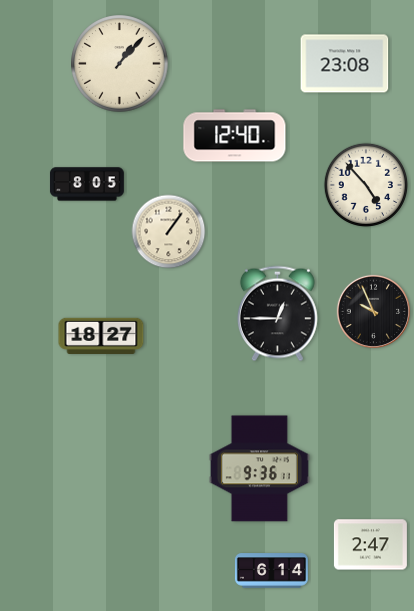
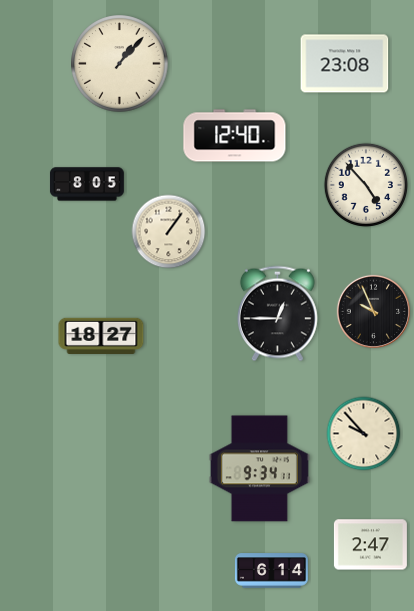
clock at (364, 434): none -> 9:53
clock at (259, 469): 9:36 -> 9:34
